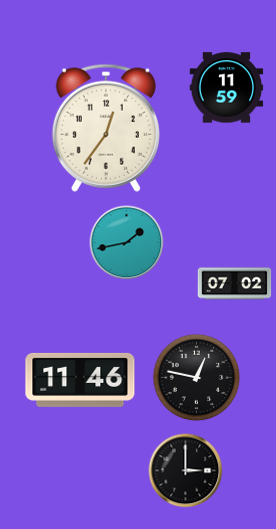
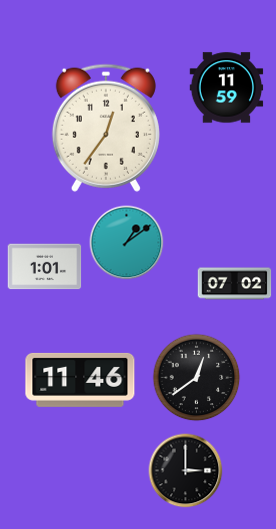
clock at (127, 243): 1:43 -> 1:09
clock at (45, 267): none -> 1:01
clock at (197, 378): 12:47 -> 12:39
